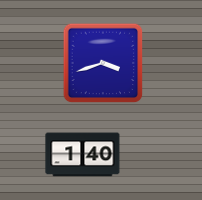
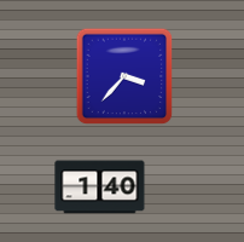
clock at (103, 63): 3:42 -> 3:37
